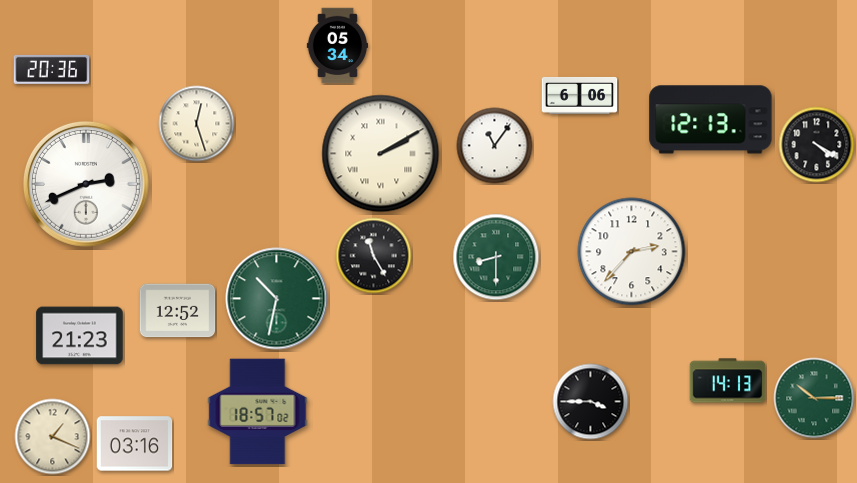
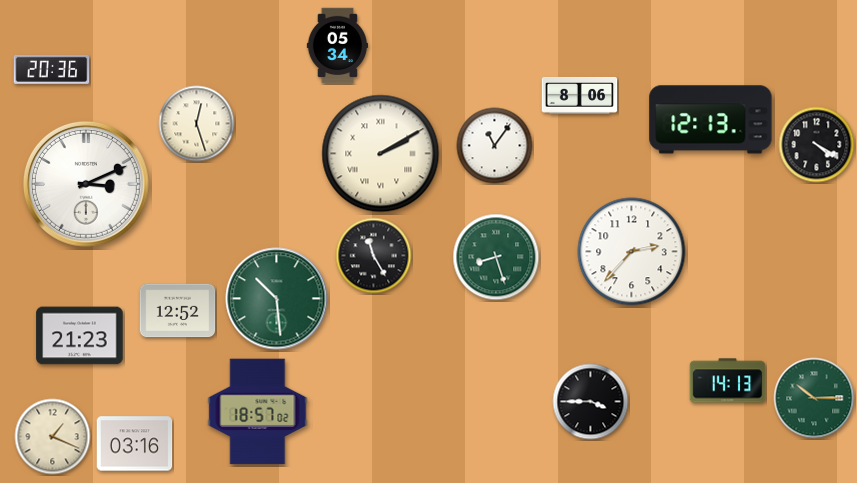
clock at (580, 95): 6:06 -> 8:06
clock at (86, 184): 2:41 -> 3:11
clock at (496, 257): 8:30 -> 8:27
clock at (277, 299): 10:32 -> 10:29
